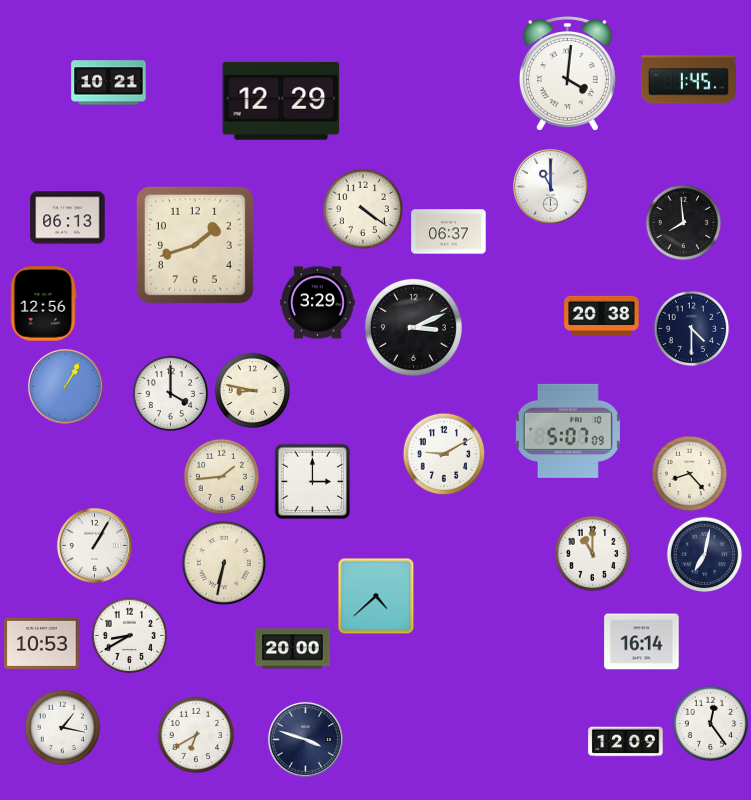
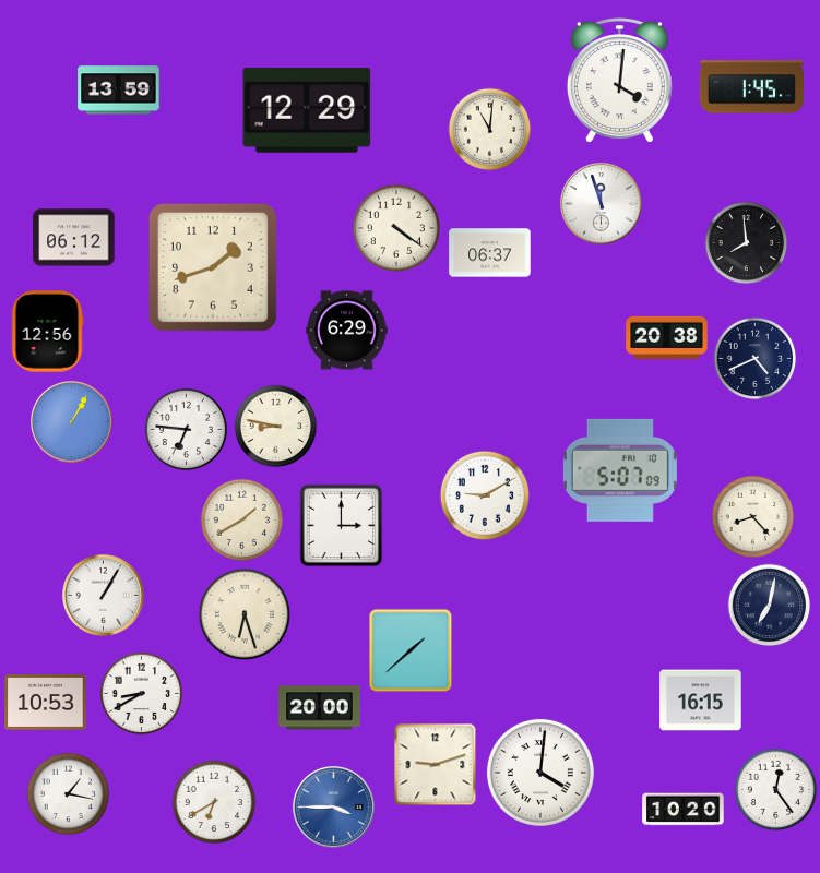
clock at (109, 83): 10:21 -> 13:59
clock at (490, 130): none -> 11:01
clock at (550, 186): 11:00 -> 11:57
clock at (68, 218): 06:13 -> 06:12
clock at (318, 303): 3:29 -> 6:29
clock at (602, 315) position: (602, 315) -> (667, 337)
clock at (413, 327): 3:11 -> none
clock at (692, 329): 4:30 -> 4:41
clock at (171, 394): 4:00 -> 6:46
clock at (222, 477): 1:44 -> 1:40
clock at (593, 554): 11:00 -> none
clock at (224, 563): 6:32 -> 6:27
clock at (376, 596): 4:38 -> 1:38
clock at (642, 642): 16:14 -> 16:15
clock at (436, 765): none -> 9:12
clock at (540, 773): none -> 4:01
clock at (305, 739): 3:48 -> 3:45
clock at (305, 739) dial: navy -> blue
clock at (626, 742): 12:09 -> 10:20
